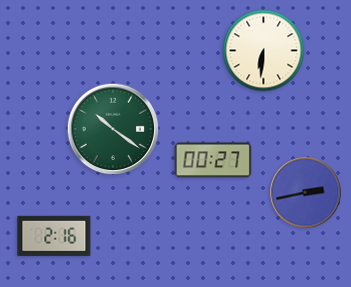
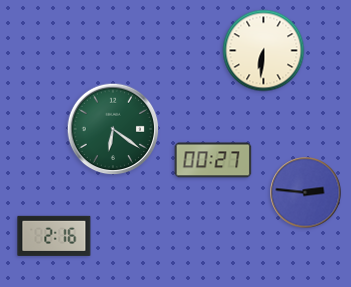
clock at (113, 129): 10:21 -> 6:21
clock at (306, 193): 2:43 -> 2:46
